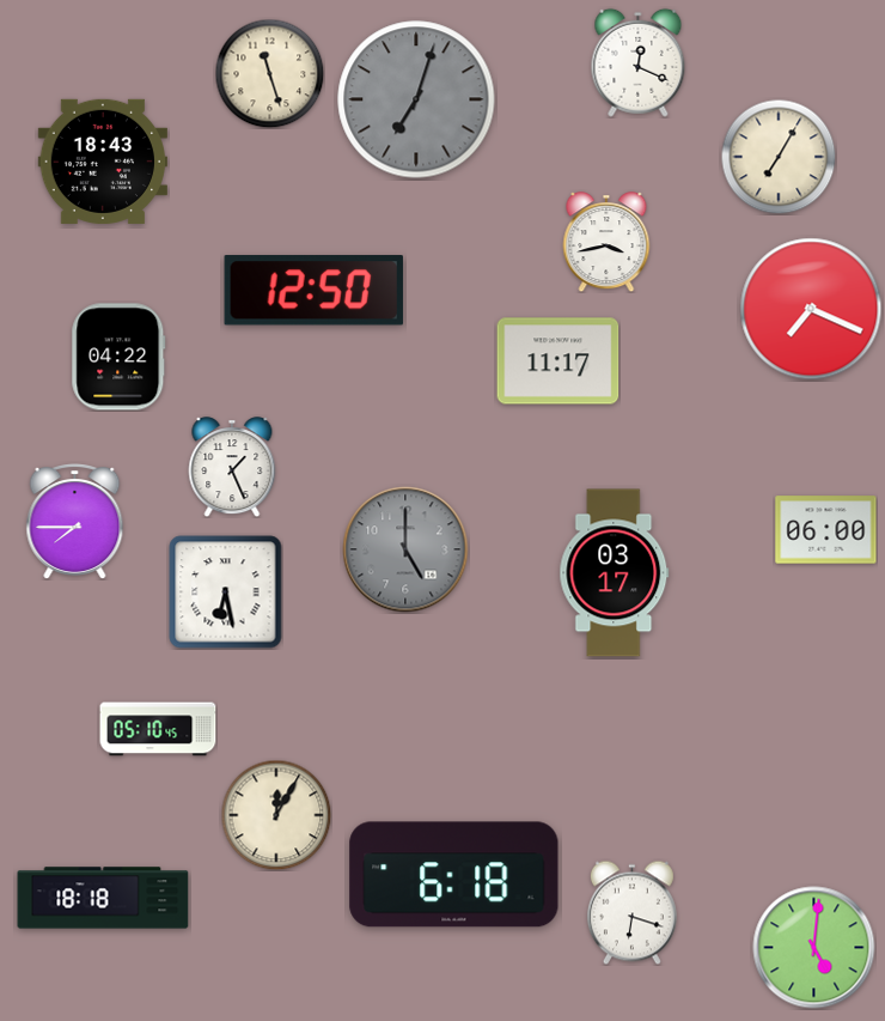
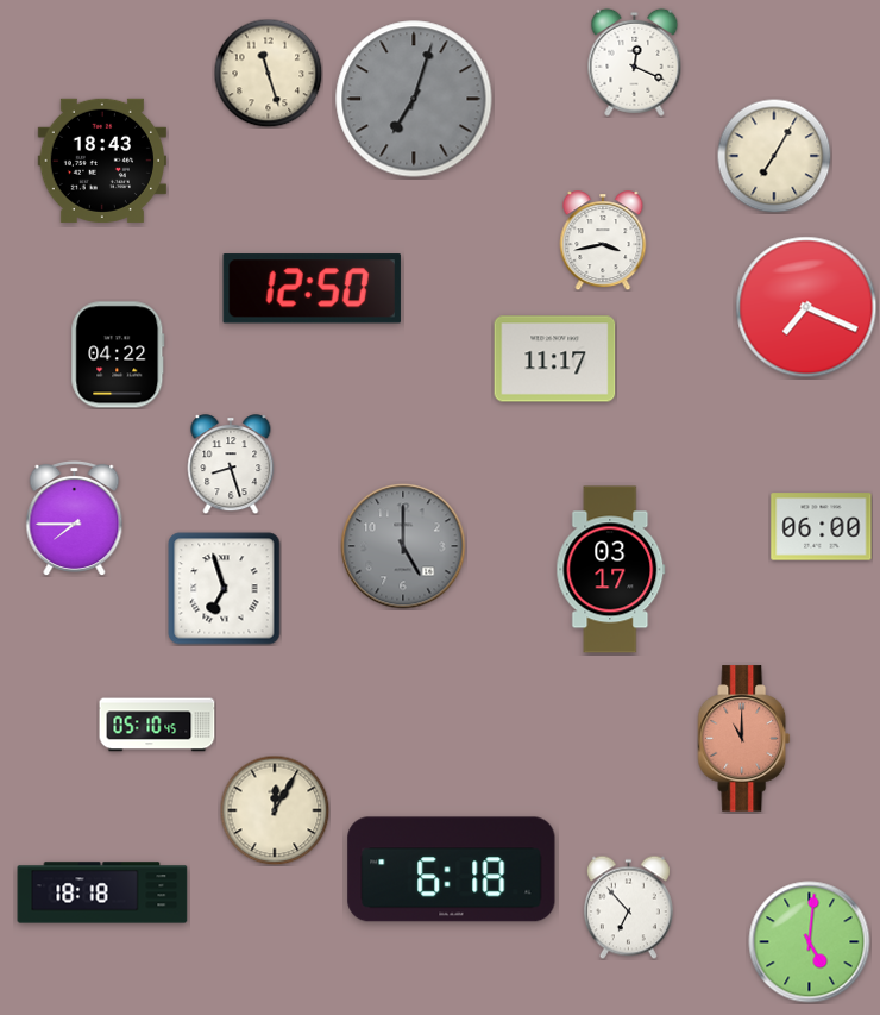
clock at (232, 467): 1:26 -> 8:27
clock at (226, 592): 6:28 -> 6:57
clock at (744, 739): none -> 11:00
clock at (631, 912): 6:18 -> 6:53
